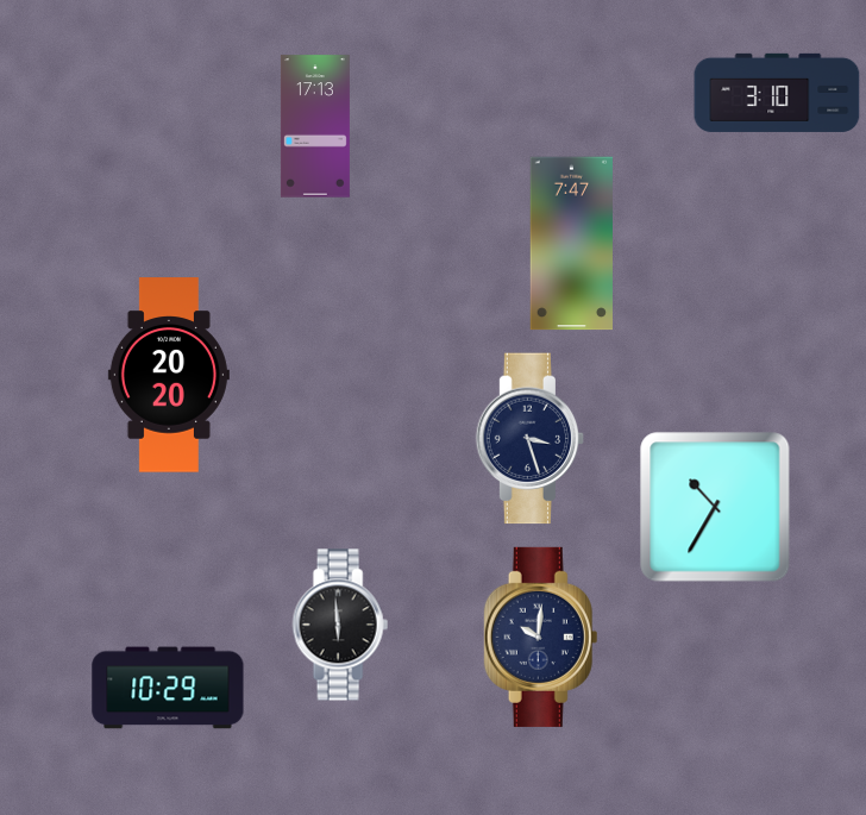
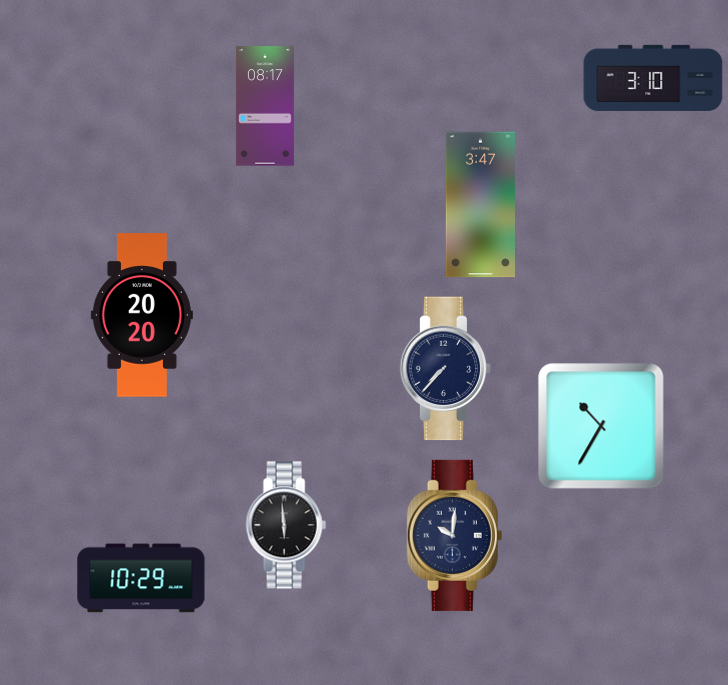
clock at (315, 126): 17:13 -> 08:17
clock at (571, 244): 7:47 -> 3:47
clock at (531, 439): 3:27 -> 7:37
